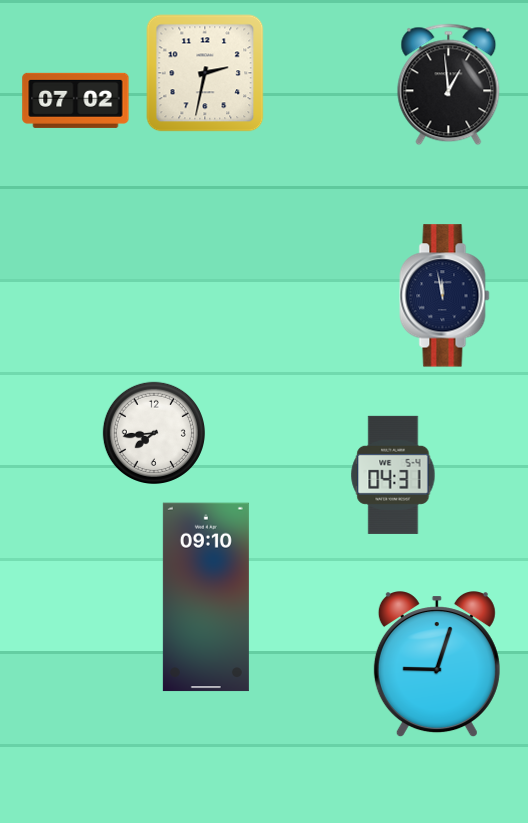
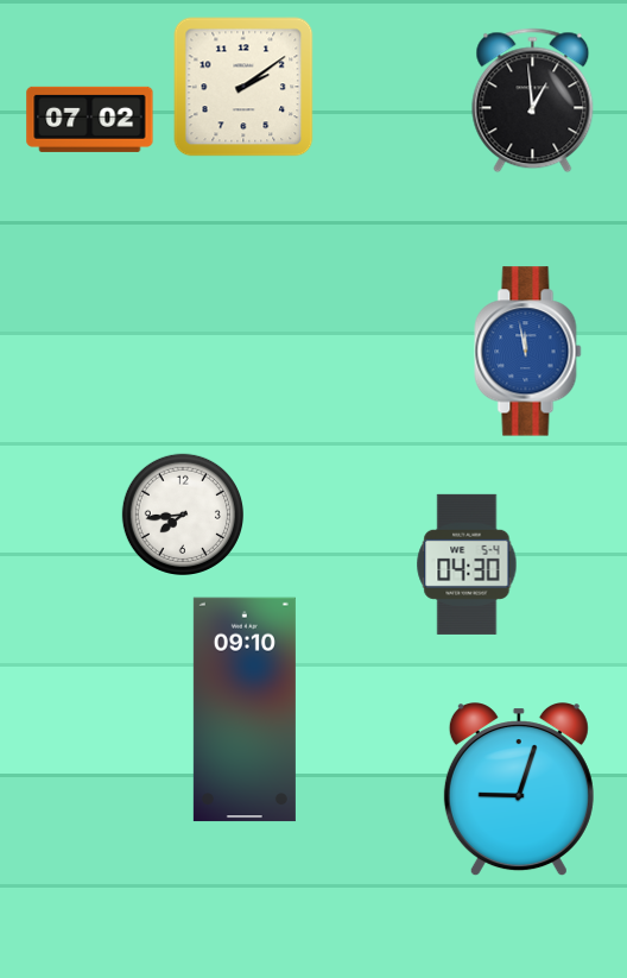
clock at (205, 73): 2:32 -> 2:09
clock at (445, 296) dial: navy -> blue
clock at (393, 475): 04:31 -> 04:30
